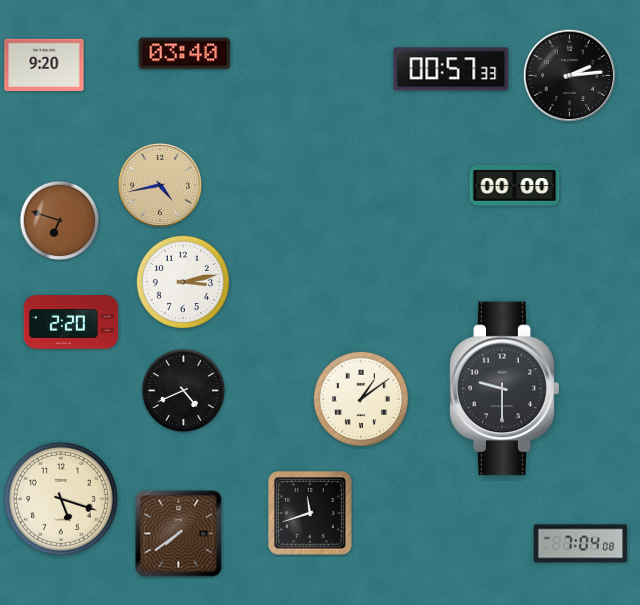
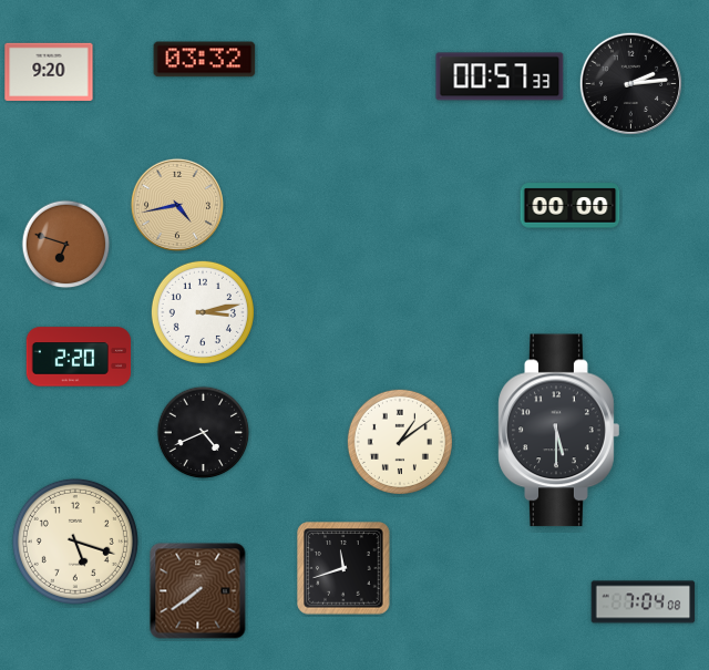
clock at (185, 54): 03:40 -> 03:32
clock at (505, 389): 9:30 -> 5:30
clock at (61, 499) position: (61, 499) -> (75, 542)
